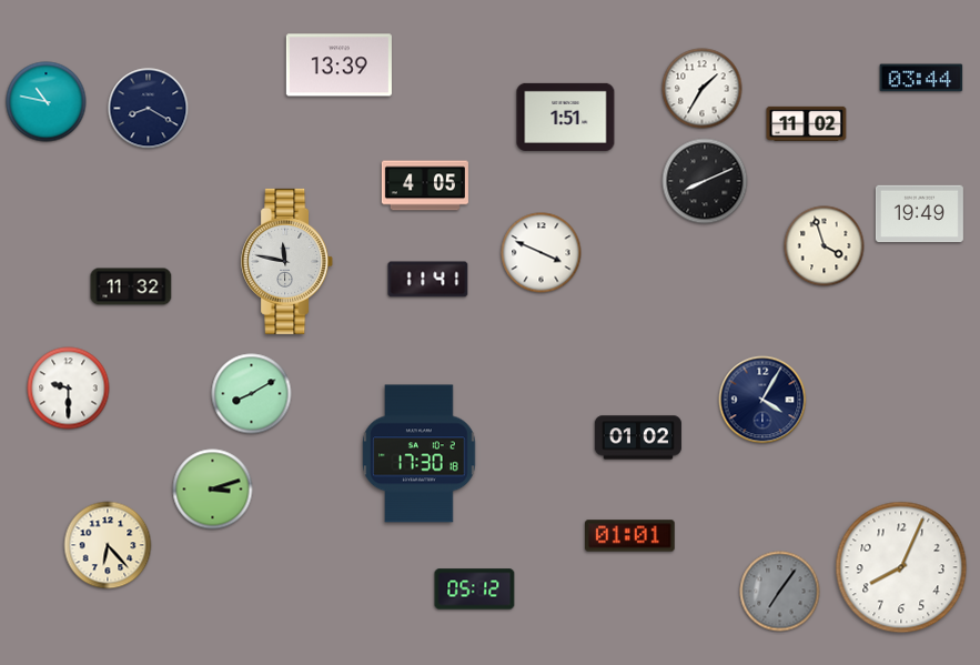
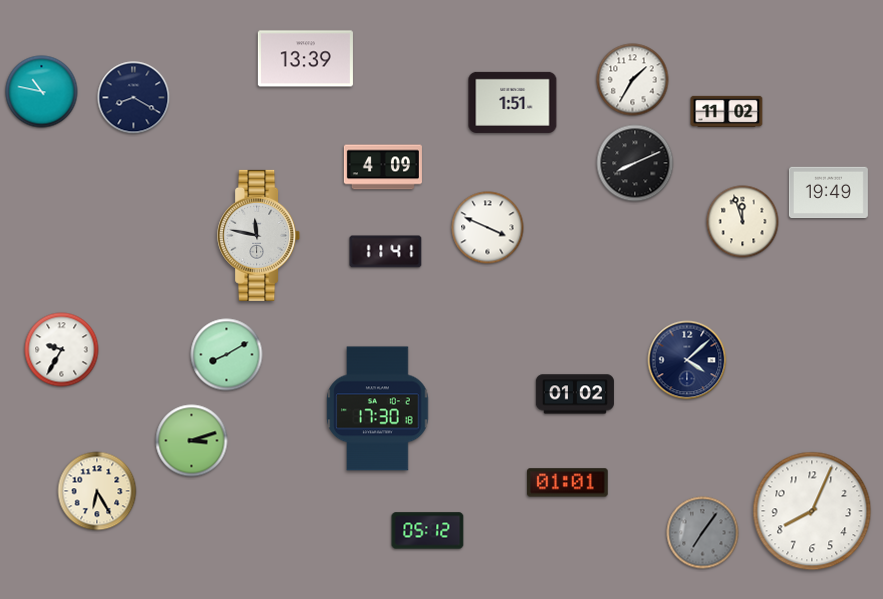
clock at (921, 78): 03:44 -> none
clock at (566, 117) position: (566, 117) -> (513, 102)
clock at (425, 185): 4:05 -> 4:09
clock at (825, 246): 3:57 -> 11:57
clock at (131, 286): 11:32 -> none
clock at (69, 389): 9:30 -> 9:35
clock at (762, 400): 4:05 -> 4:08
clock at (108, 545): 6:23 -> 6:25
